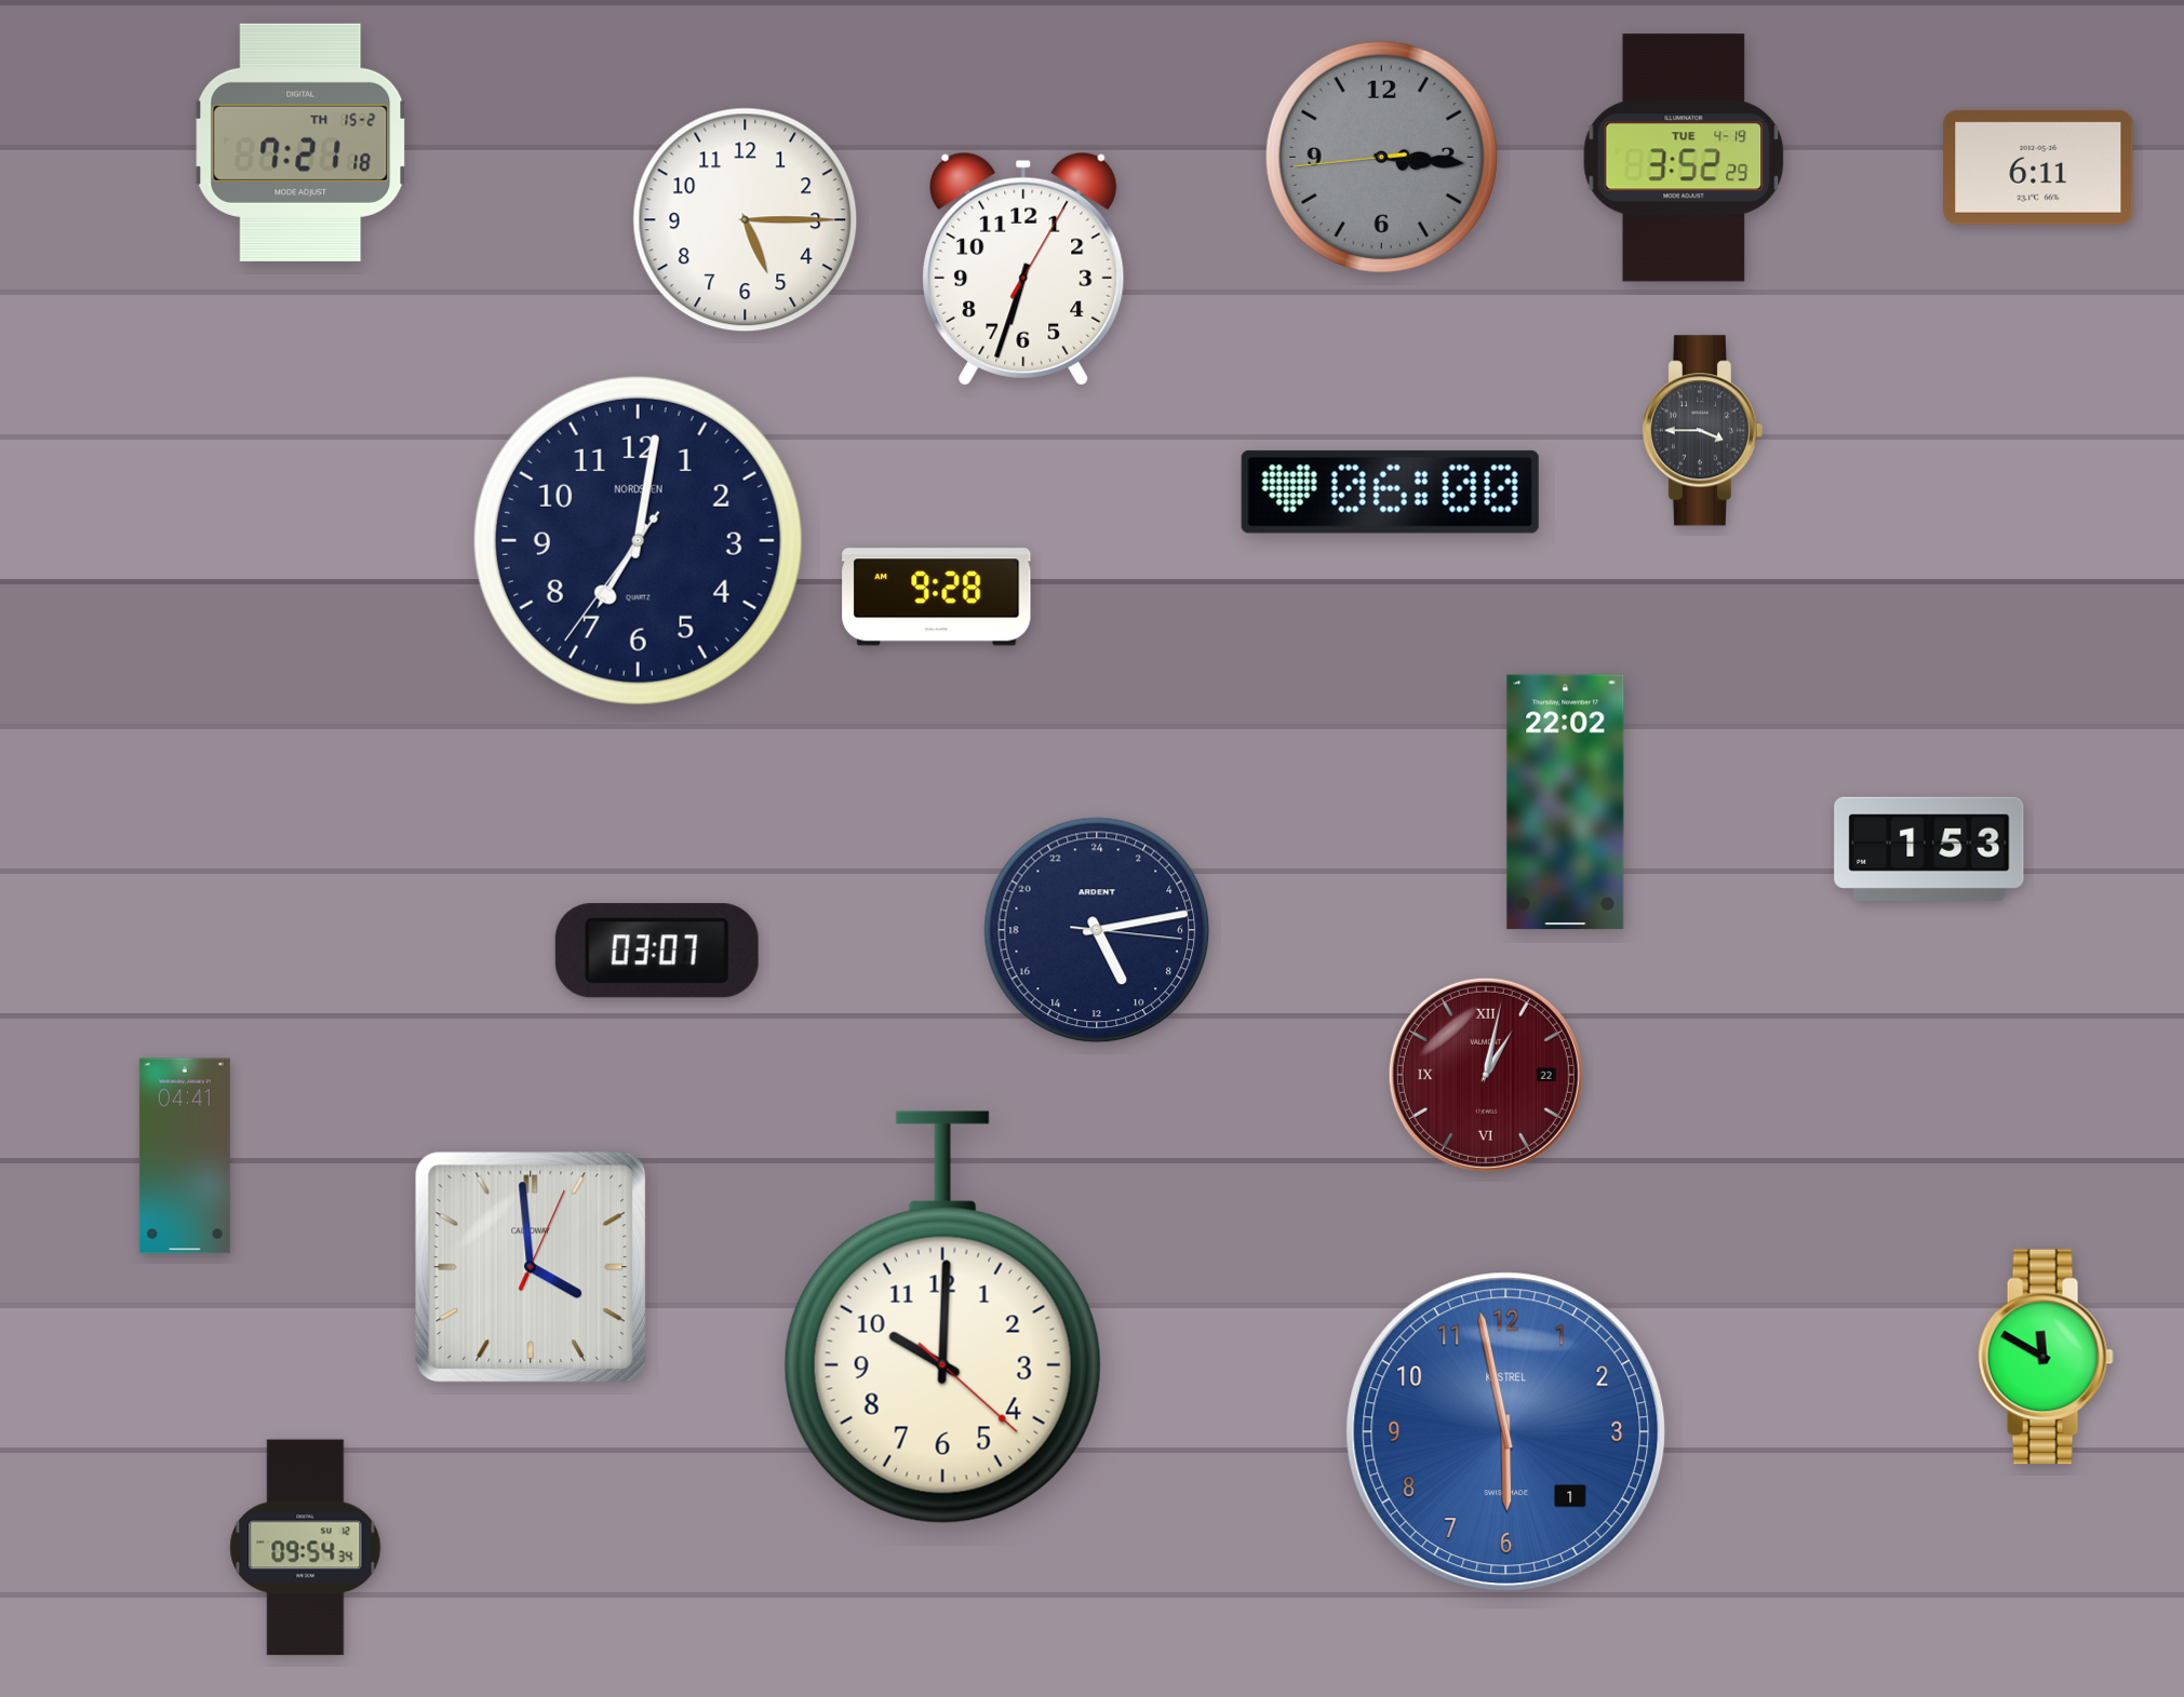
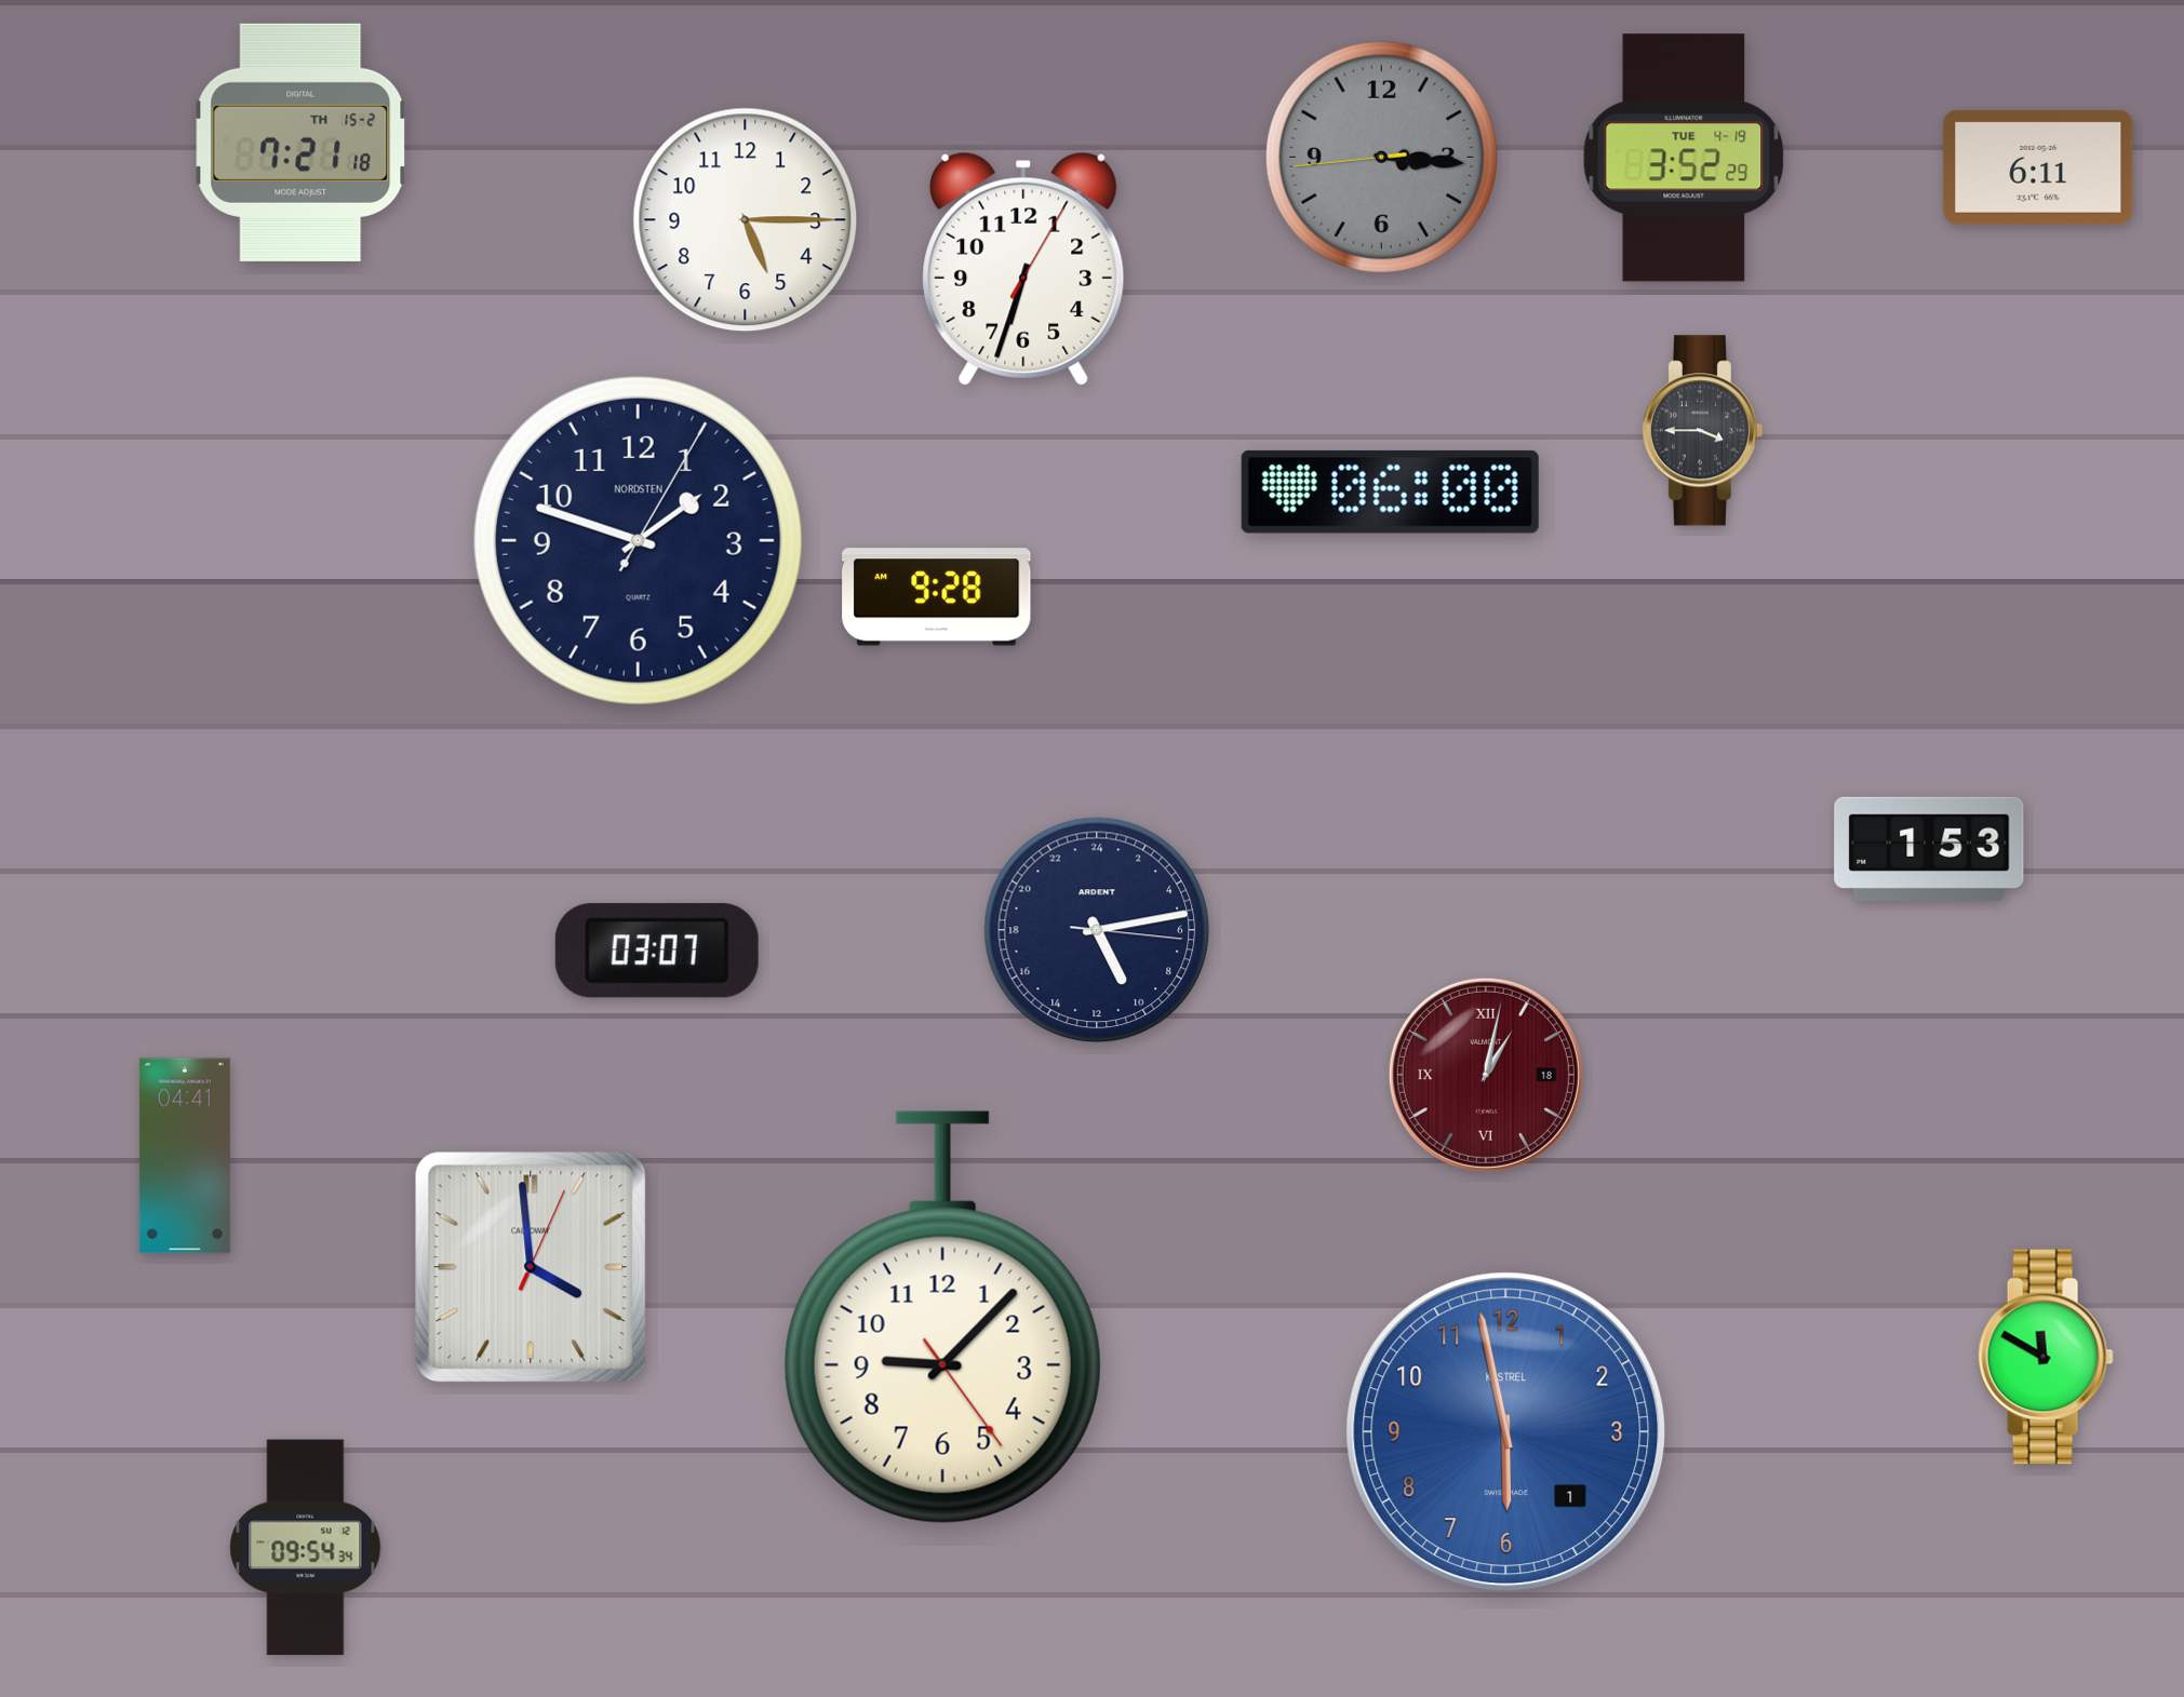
clock at (638, 540): 7:01 -> 1:48
clock at (1566, 803): 22:02 -> none
clock at (1486, 1075) date: 22 -> 18
clock at (942, 1318): 10:00 -> 9:07
